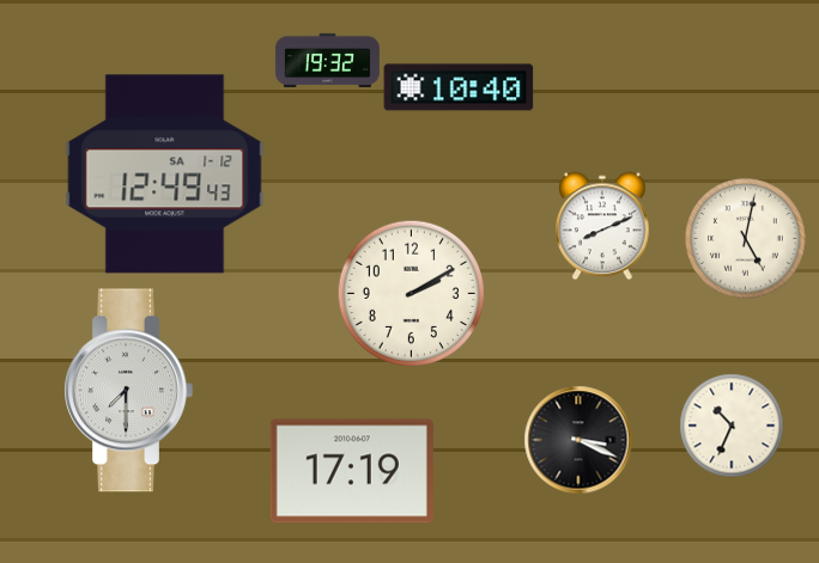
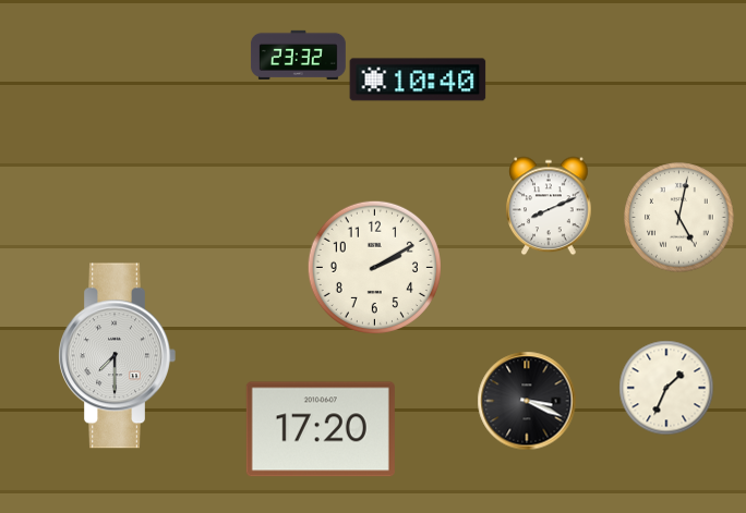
clock at (327, 60): 19:32 -> 23:32
clock at (165, 175): 12:49 -> none
clock at (732, 426): 10:34 -> 1:34
clock at (352, 471): 17:19 -> 17:20
